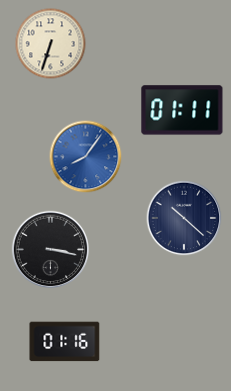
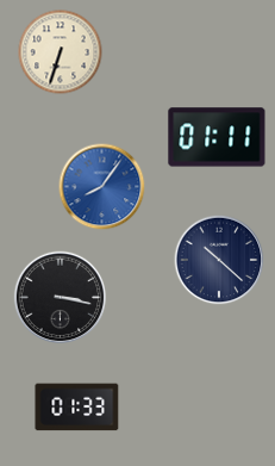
clock at (182, 110) position: (182, 110) -> (217, 137)
clock at (65, 342): 01:16 -> 01:33
